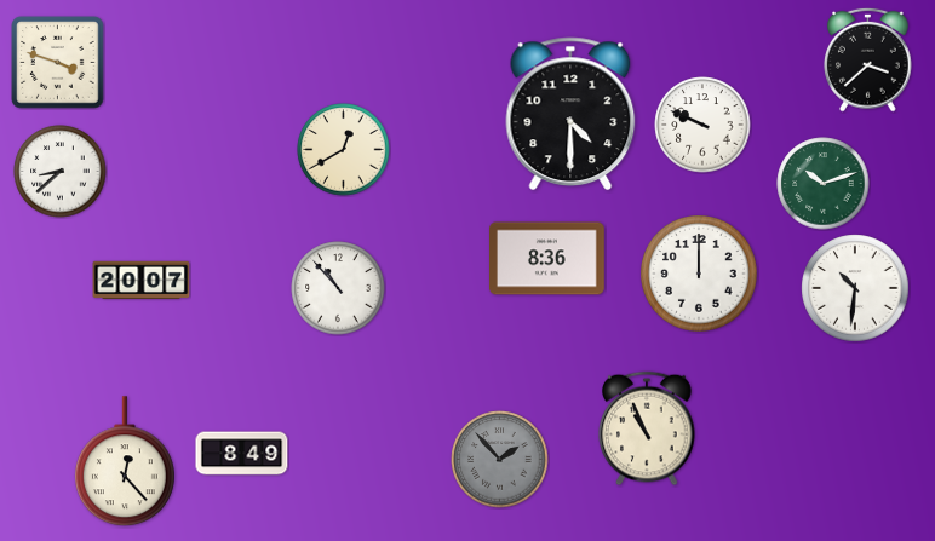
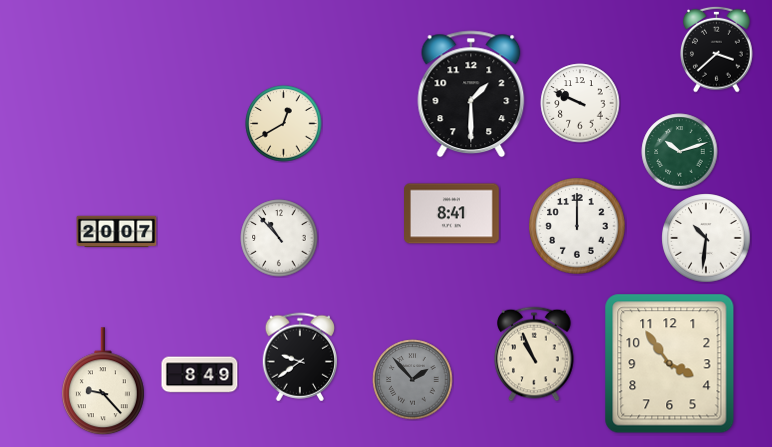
clock at (58, 63): 3:48 -> none
clock at (570, 114): 4:30 -> 1:30
clock at (61, 172): 8:38 -> none
clock at (547, 259): 8:36 -> 8:41
clock at (299, 357): none -> 9:39
clock at (670, 364): none -> 3:54
clock at (125, 462): 12:23 -> 9:23
